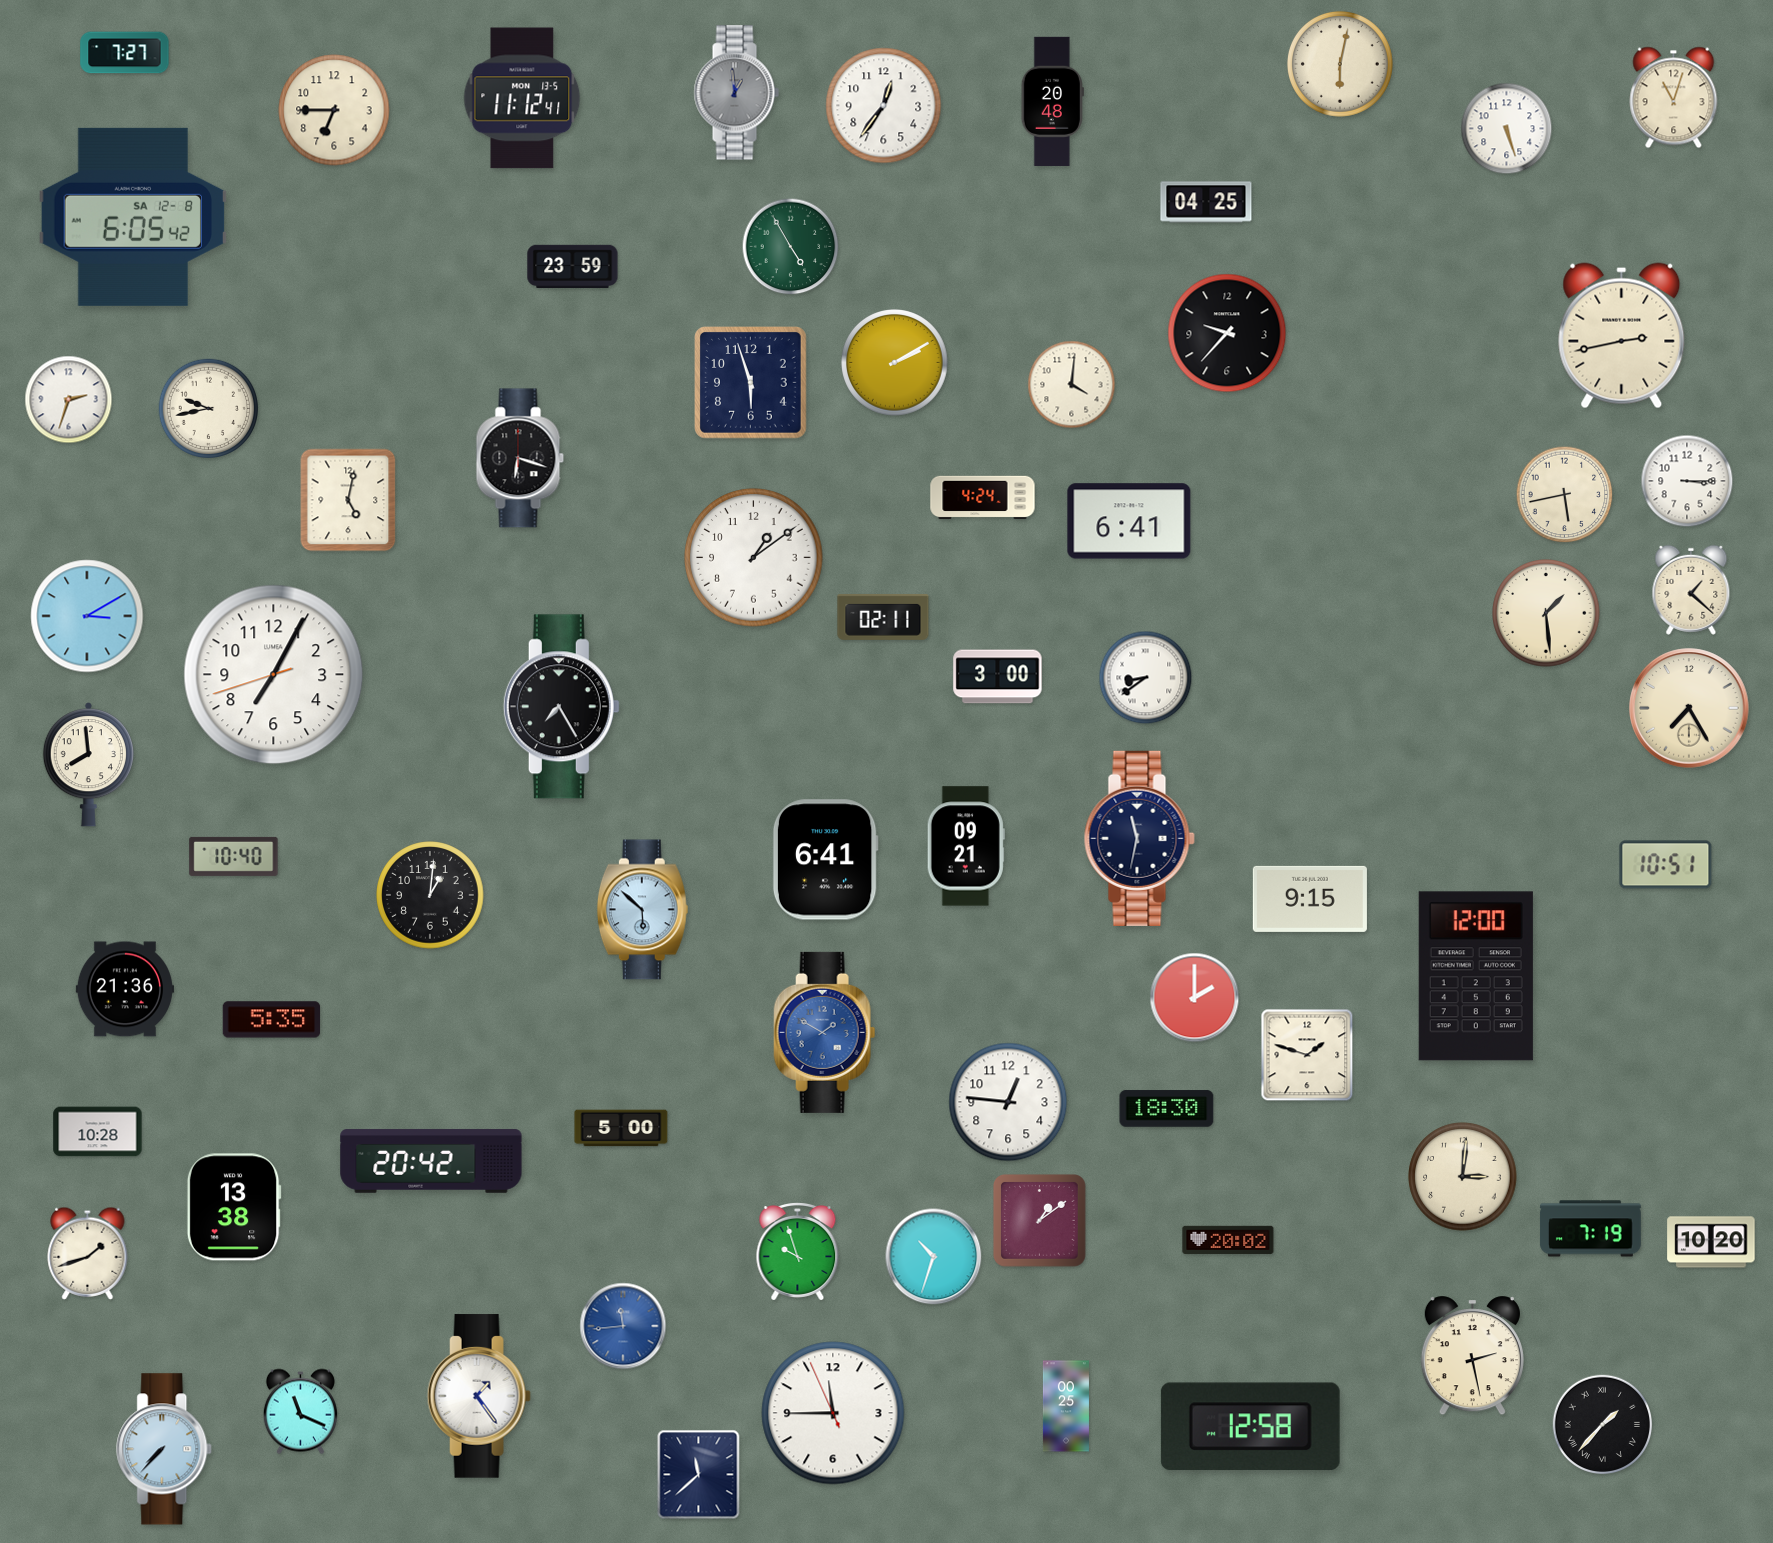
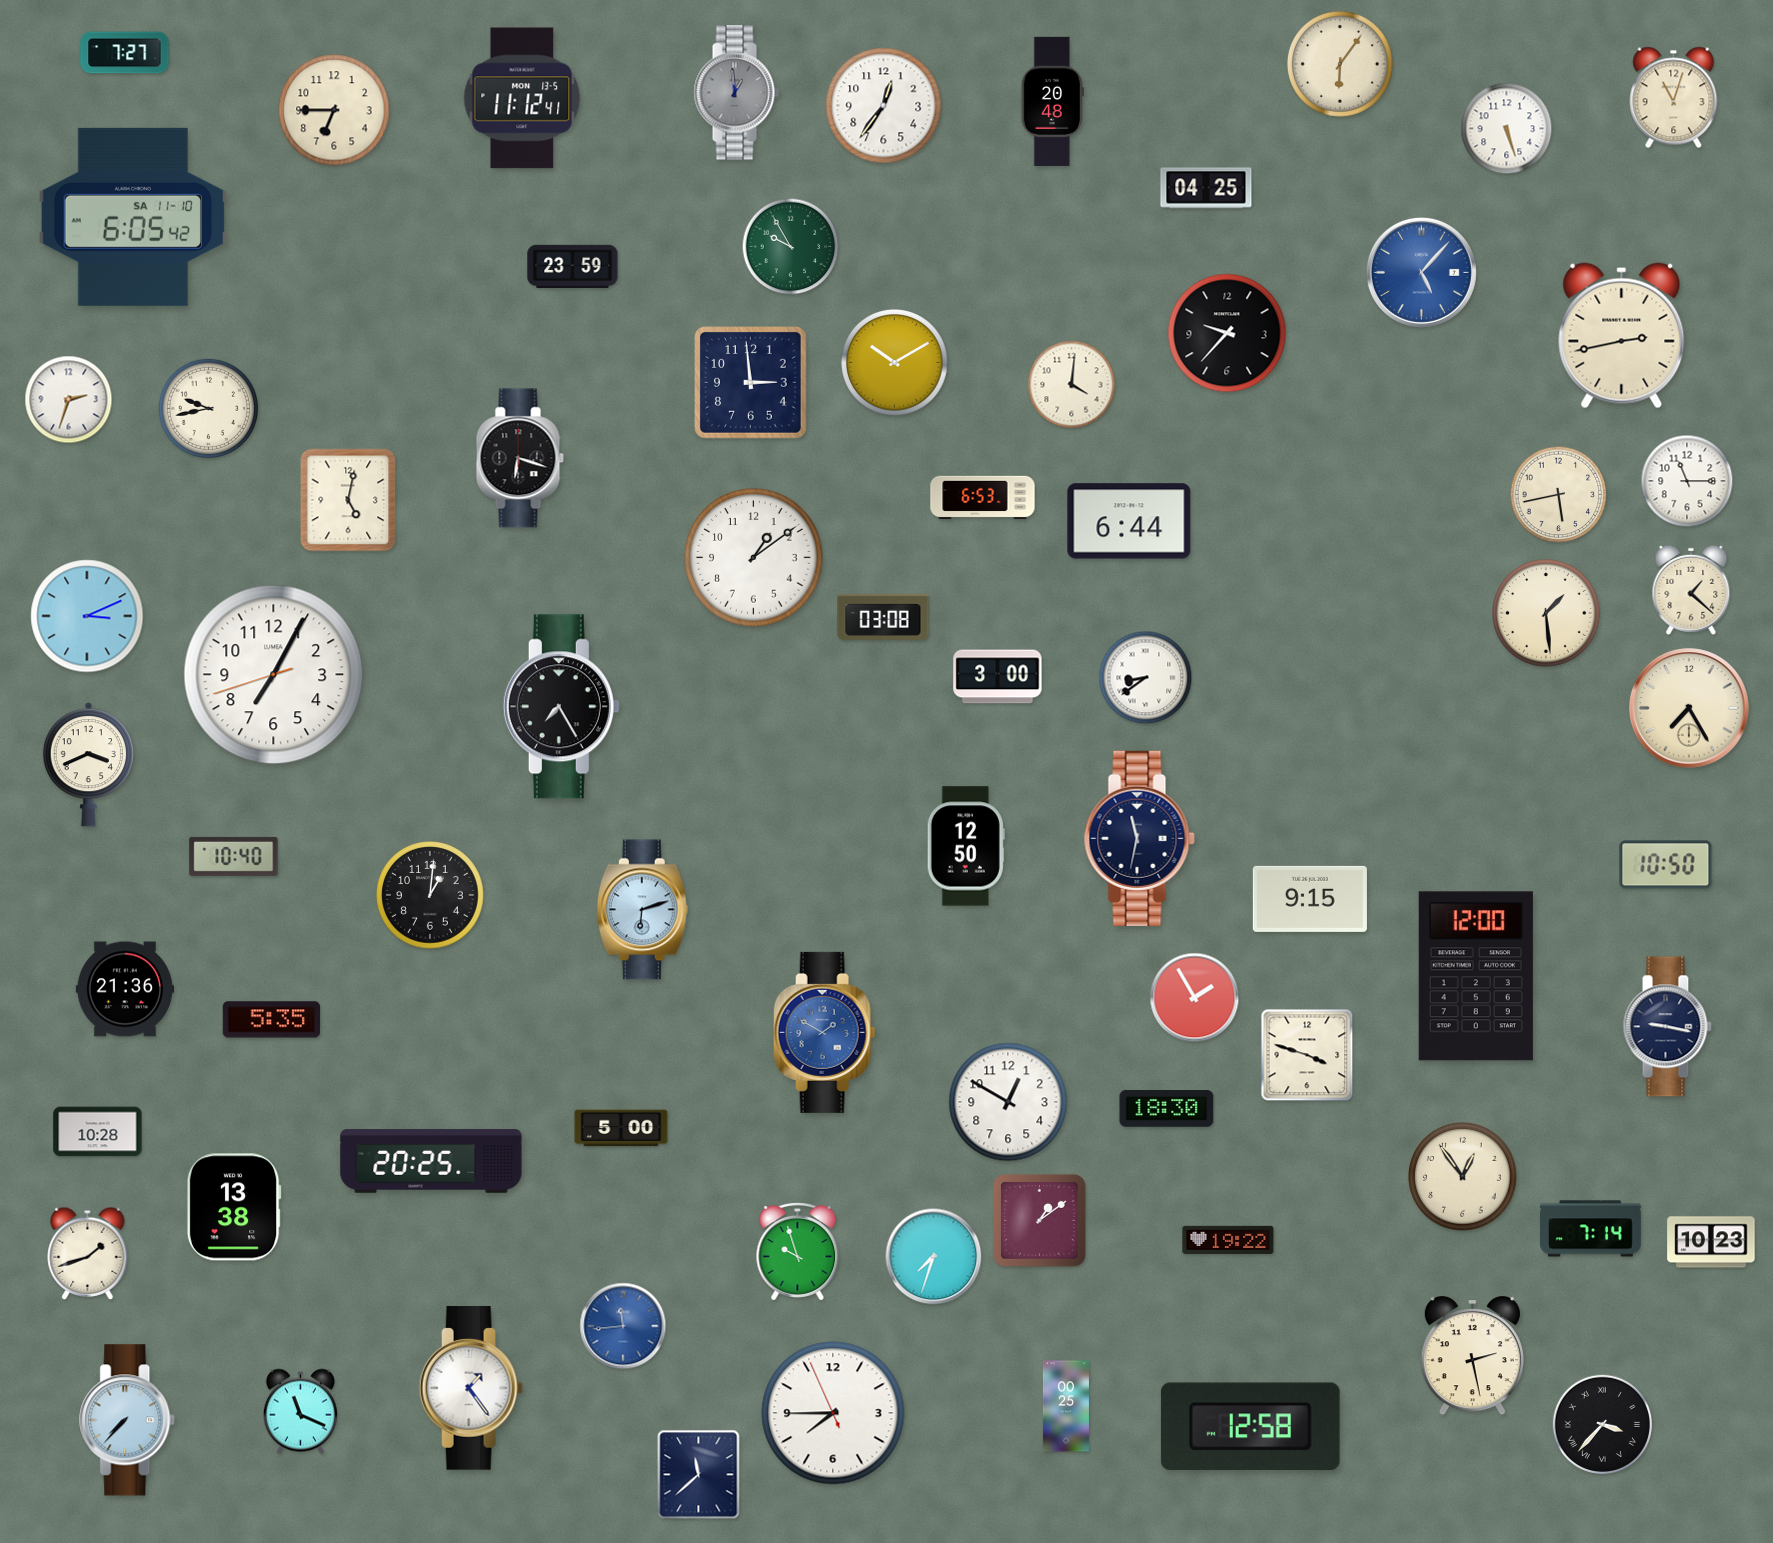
clock at (1340, 64): 6:02 -> 6:06
clock at (1206, 202) position: (1206, 202) -> (1206, 188)
clock at (132, 217) date: SA 12-8 -> SA 11-10
clock at (791, 247): 4:55 -> 9:55
clock at (1421, 272): none -> 5:07
clock at (895, 363): 2:10 -> 10:10
clock at (751, 383): 5:57 -> 2:59
clock at (1687, 481): 3:15 -> 11:15
clock at (1565, 495) position: (1565, 495) -> (1559, 495)
clock at (983, 498): 4:24 -> 6:53
clock at (1129, 521): 6:41 -> 6:44
clock at (87, 616): 3:10 -> 3:11
clock at (883, 617): 02:11 -> 03:08
clock at (88, 765): 7:59 -> 3:41
clock at (966, 846): 09:21 -> 12:50
clock at (825, 860): 6:41 -> none
clock at (1666, 865): 10:51 -> 10:50
clock at (642, 910): 5:52 -> 6:12
clock at (1195, 998): 2:00 -> 1:55
clock at (1667, 1027): none -> 9:17
clock at (1307, 1055): 1:48 -> 3:48
clock at (1008, 1102): 12:46 -> 12:50
clock at (431, 1161): 20:42 -> 20:25
clock at (1463, 1177): 3:01 -> 12:54
clock at (1590, 1229): 7:19 -> 7:14
clock at (1228, 1240): 20:02 -> 19:22
clock at (1711, 1242): 10:20 -> 10:23
clock at (934, 1257): 10:33 -> 7:33
clock at (479, 1396) position: (479, 1396) -> (471, 1388)
clock at (833, 1413): 11:44 -> 7:44
clock at (1602, 1424): 1:37 -> 3:37
clock at (165, 1449) position: (165, 1449) -> (128, 1420)
